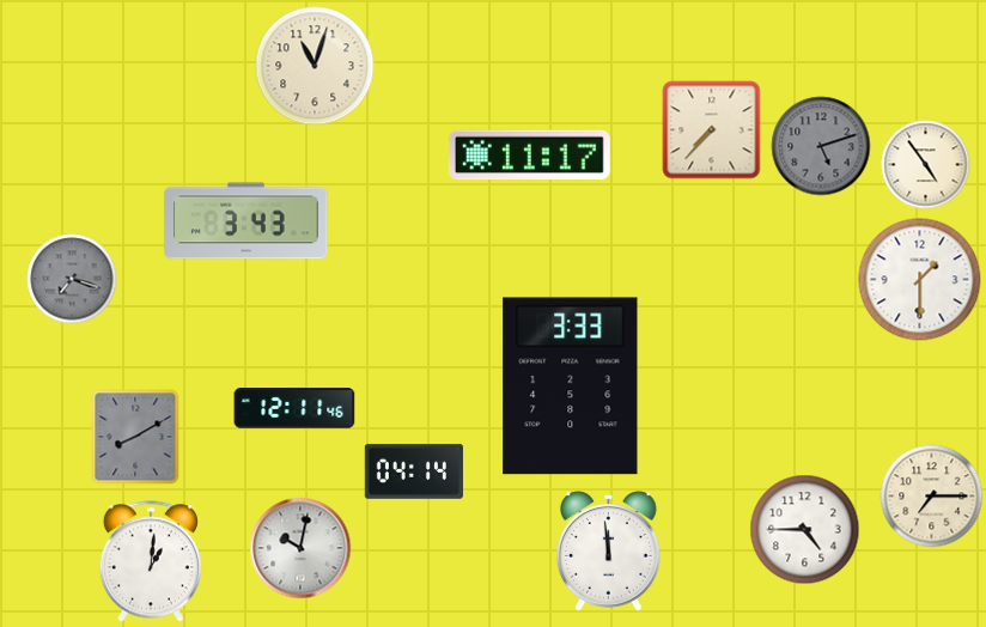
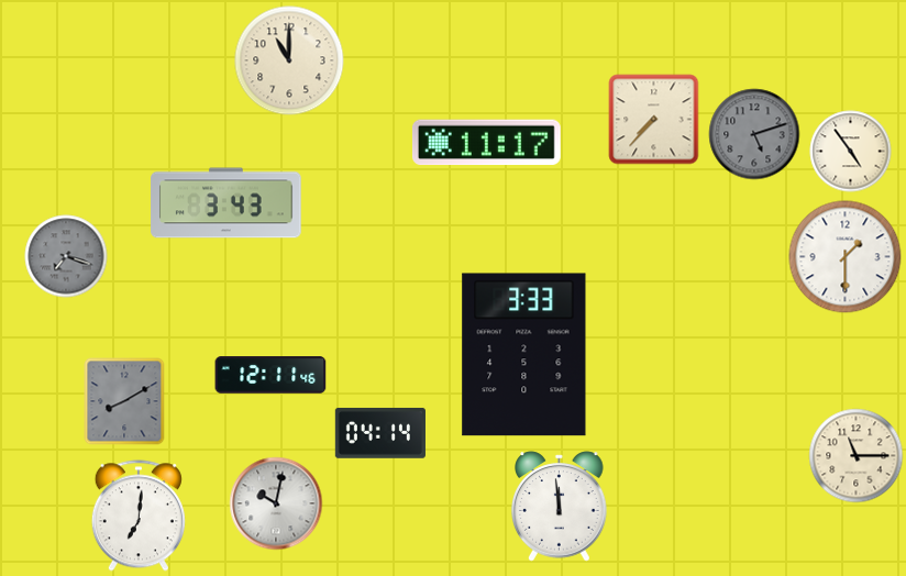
clock at (315, 66): 11:03 -> 11:00
clock at (932, 497): 7:15 -> 11:15
clock at (805, 530): 4:45 -> none
clock at (151, 561): 1:01 -> 7:01
